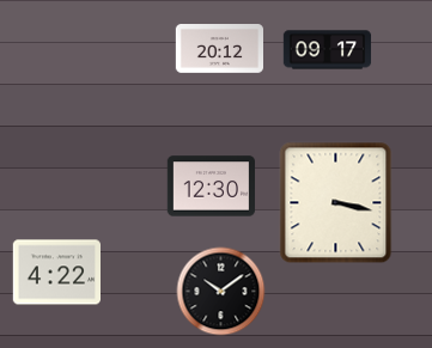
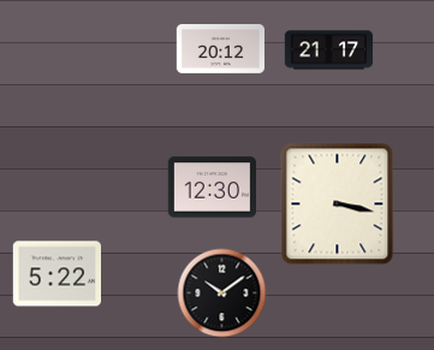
clock at (328, 50): 09:17 -> 21:17
clock at (56, 273): 4:22 -> 5:22
